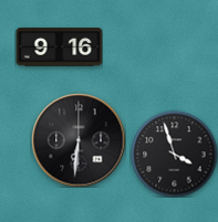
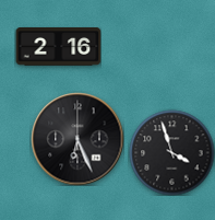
clock at (59, 47): 9:16 -> 2:16
clock at (79, 140): 6:31 -> 6:26
